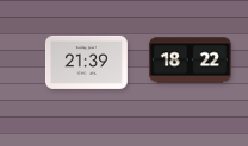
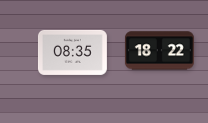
clock at (86, 62): 21:39 -> 08:35
